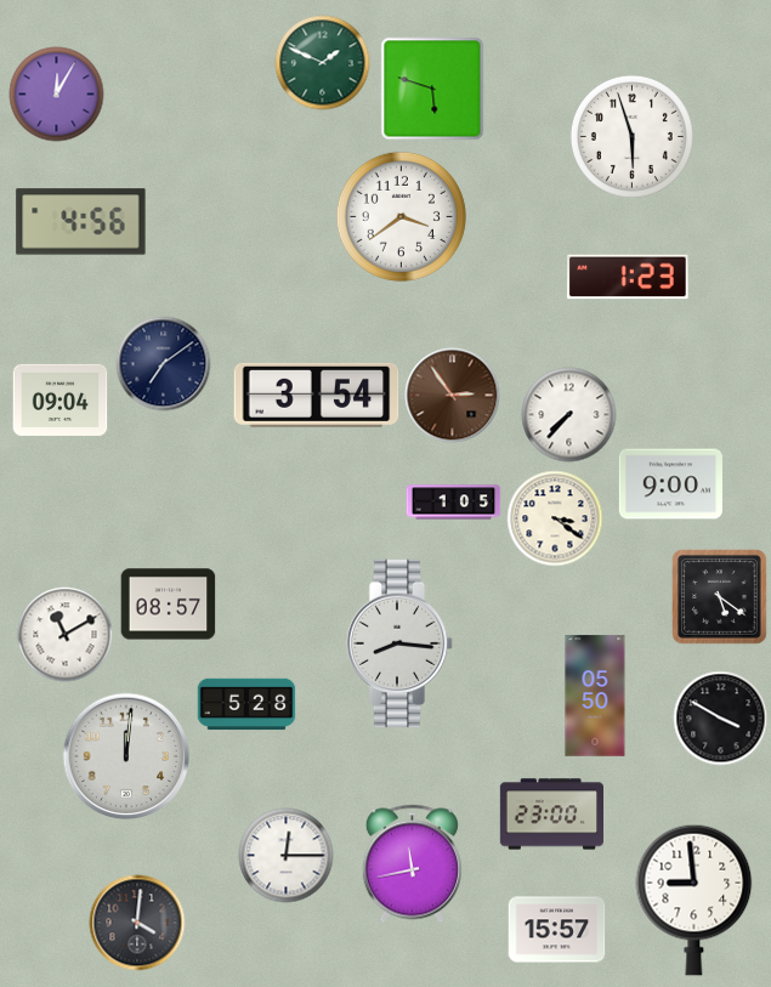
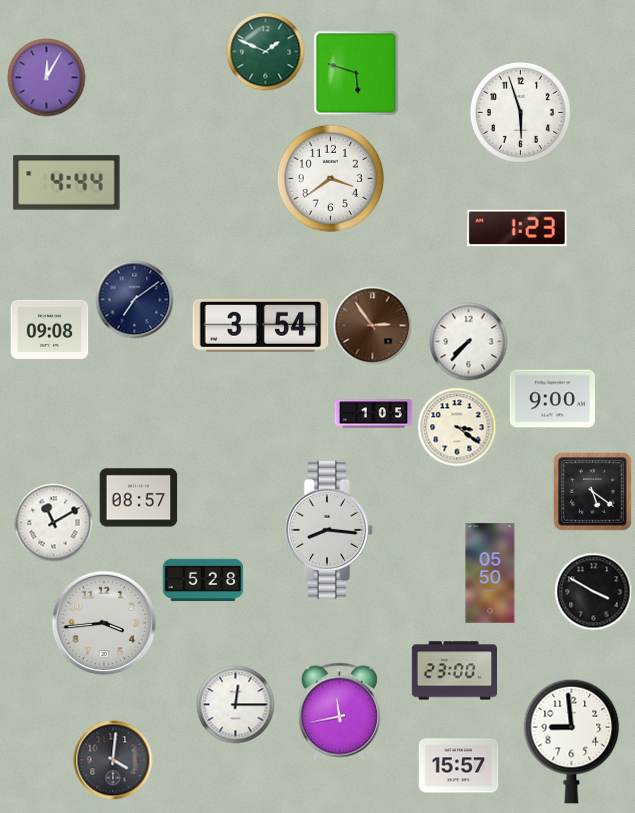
clock at (81, 222): 4:56 -> 4:44
clock at (59, 399): 09:04 -> 09:08
clock at (126, 756): 12:01 -> 3:44
